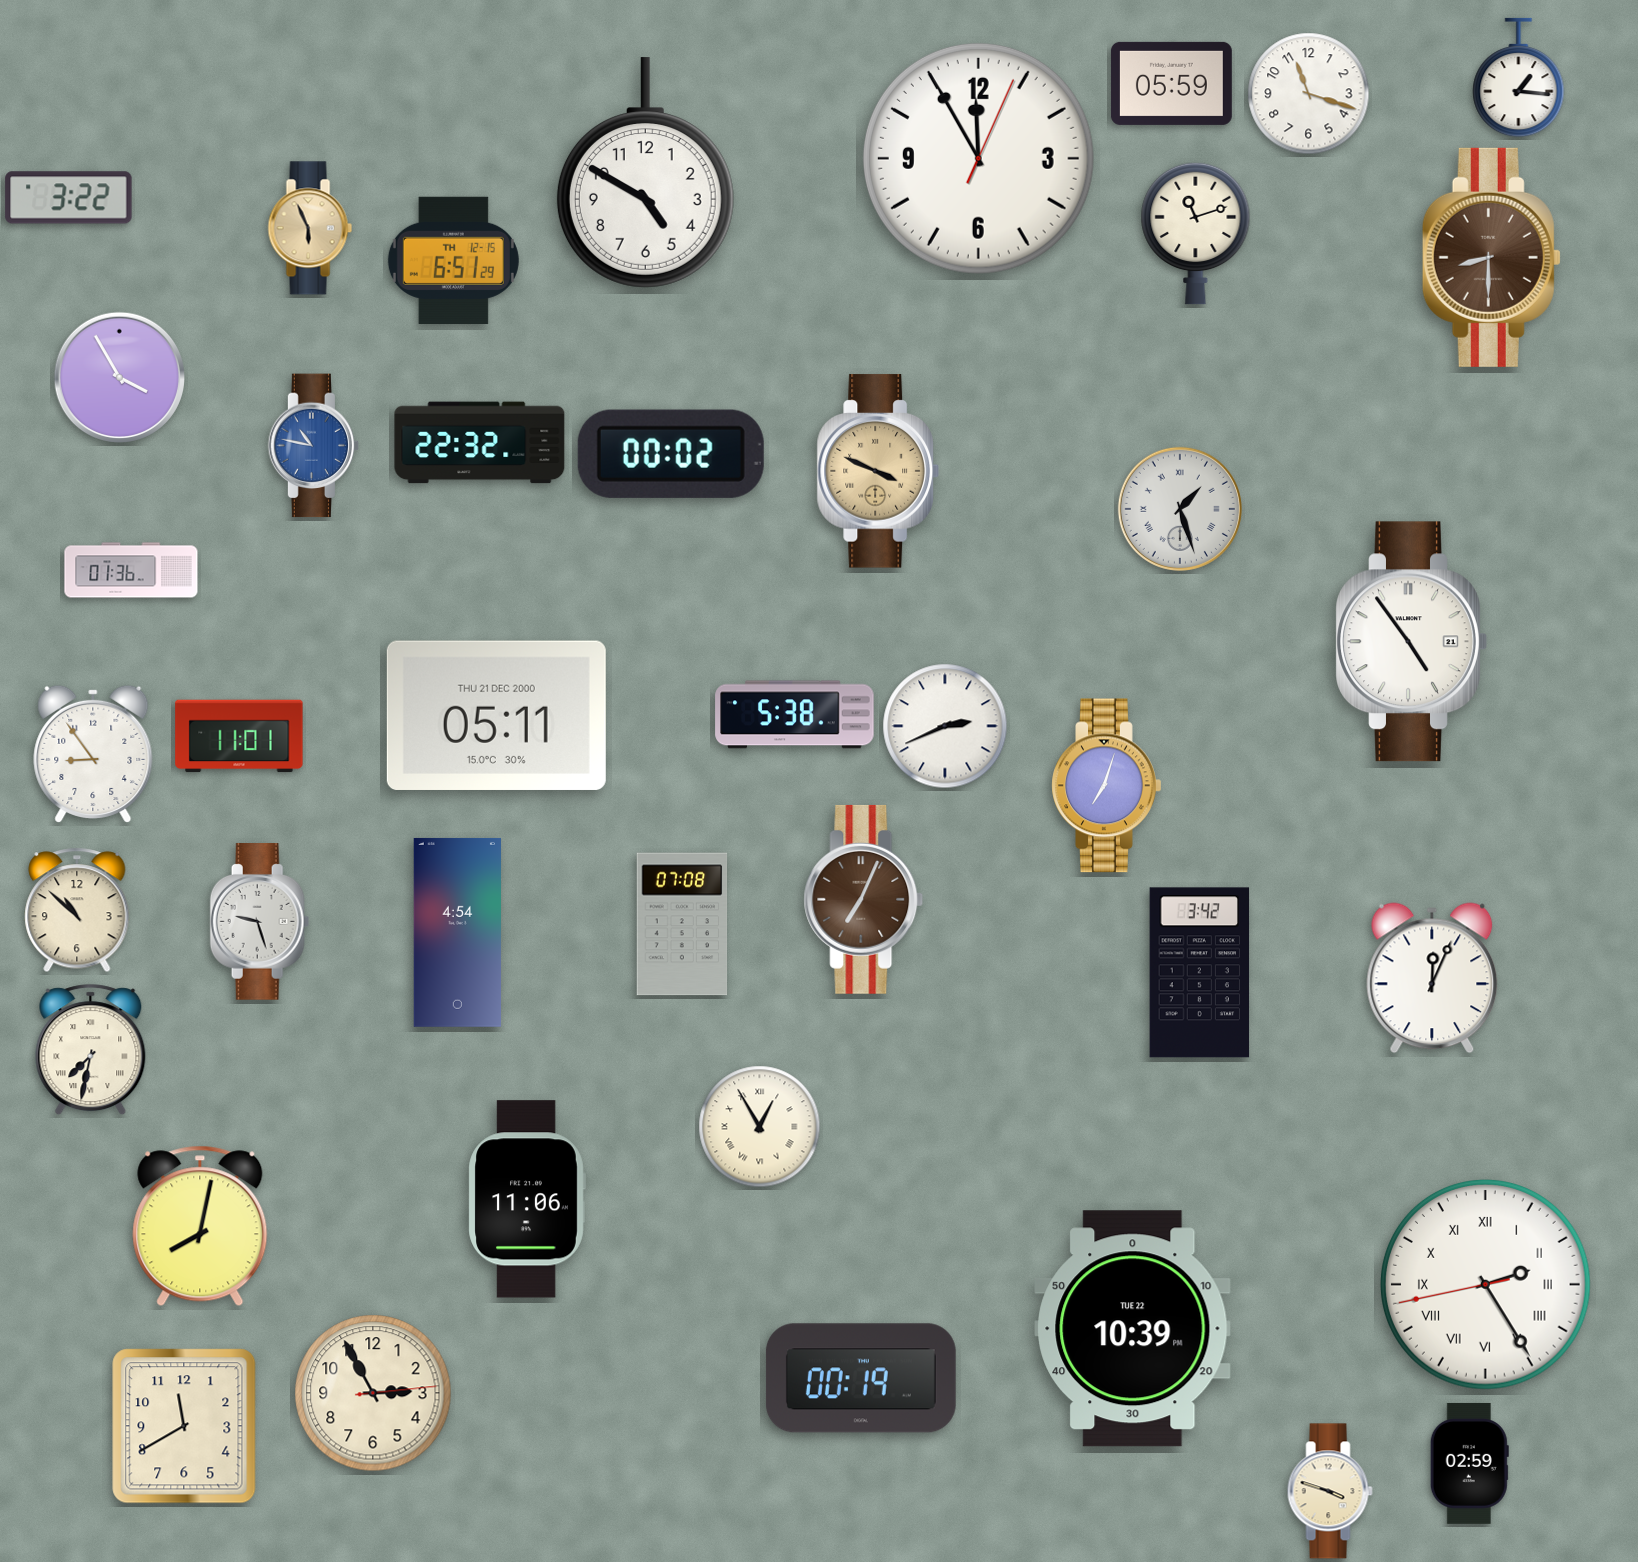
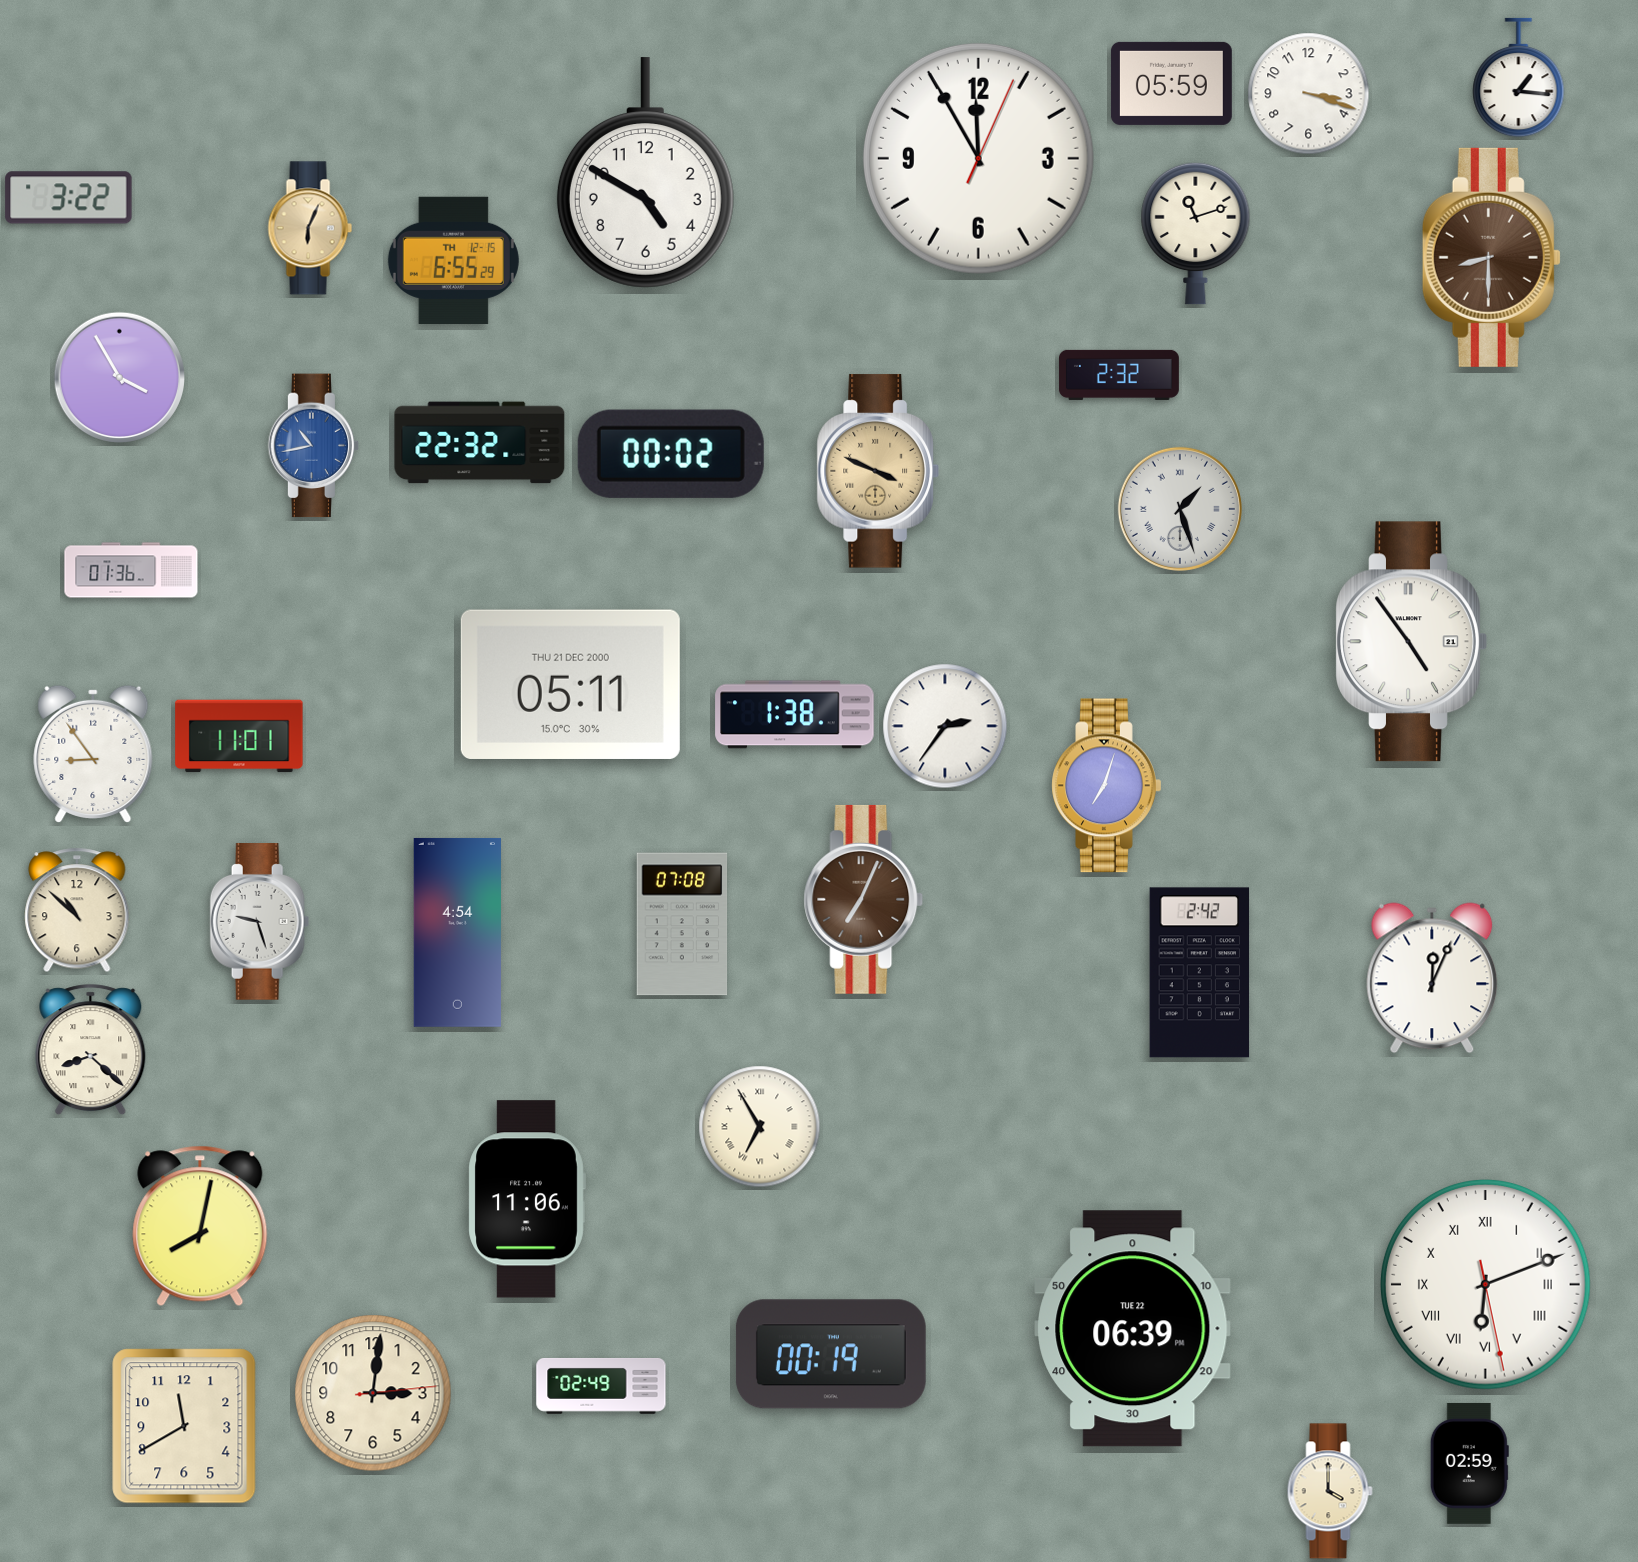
clock at (1309, 94): 11:18 -> 3:18
clock at (310, 228): 5:56 -> 6:04
clock at (453, 260): 6:51 -> 6:55
clock at (1119, 375): none -> 2:32
clock at (314, 446): 10:47 -> 10:43
clock at (496, 715) position: (496, 715) -> (570, 684)
clock at (795, 715): 5:38 -> 1:38
clock at (945, 726): 2:41 -> 2:36
clock at (1200, 973): 3:42 -> 2:42
clock at (91, 1050): 7:32 -> 8:22
clock at (760, 1127): 12:55 -> 6:55
clock at (1485, 1284): 2:24 -> 6:11
clock at (1133, 1329): 10:39 -> 06:39
clock at (861, 1378) position: (861, 1378) -> (831, 1354)
clock at (601, 1386): none -> 02:49
clock at (373, 1393): 2:55 -> 3:01
clock at (1330, 1491): 3:48 -> 4:00
